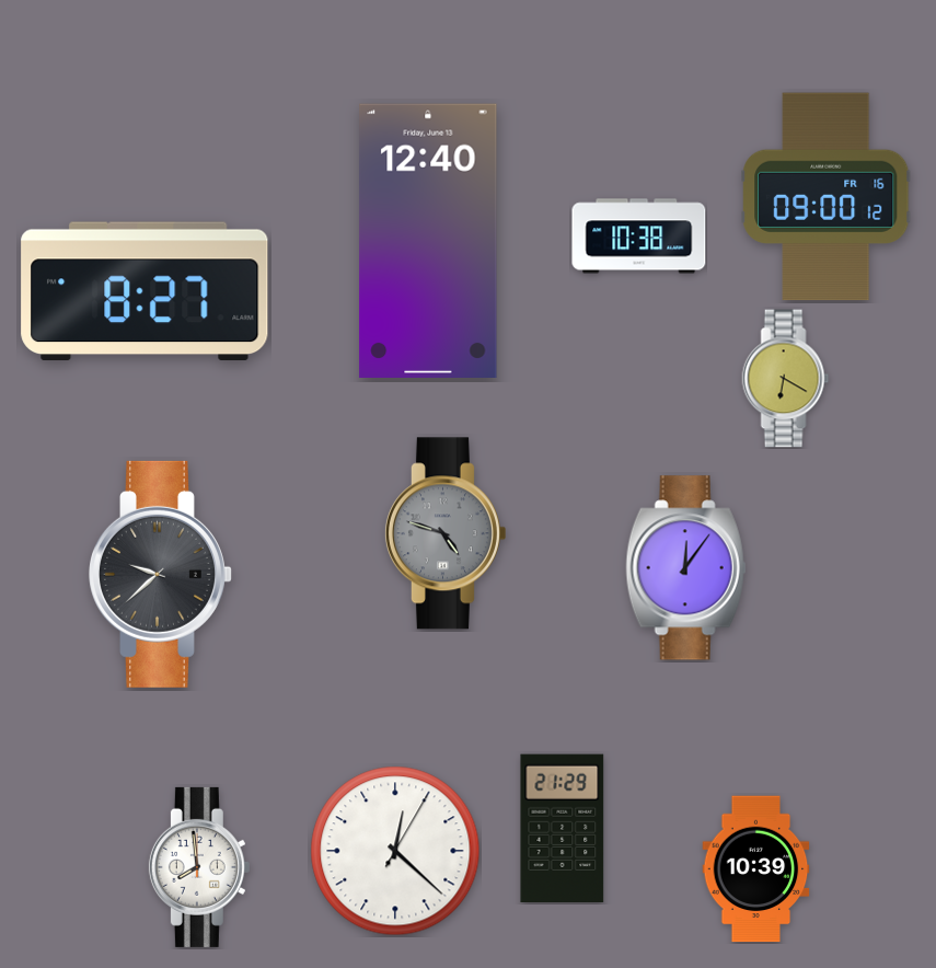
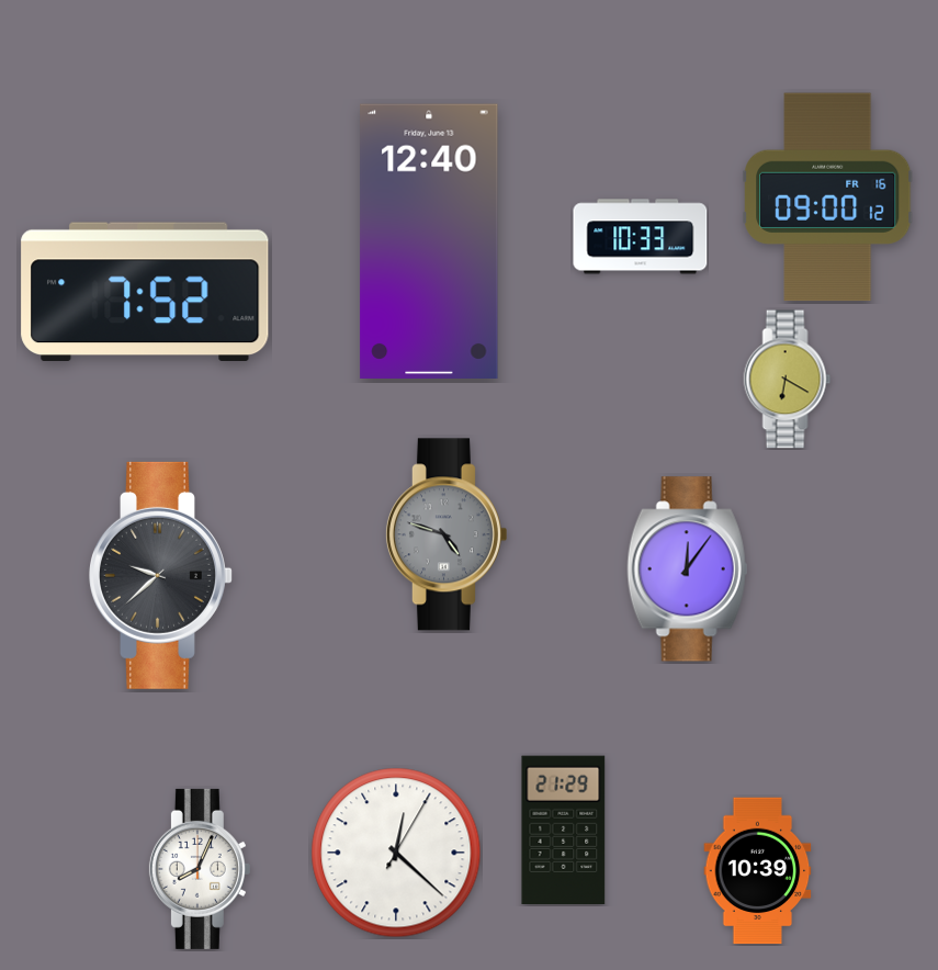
clock at (639, 237): 10:38 -> 10:33
clock at (145, 290): 8:27 -> 7:52
clock at (199, 867): 7:59 -> 8:04
